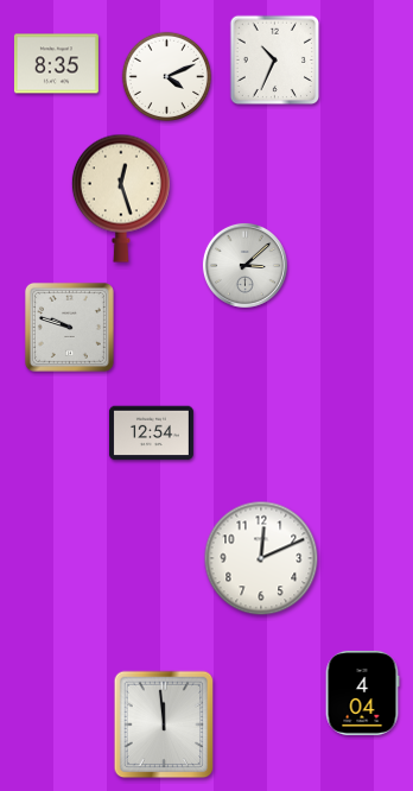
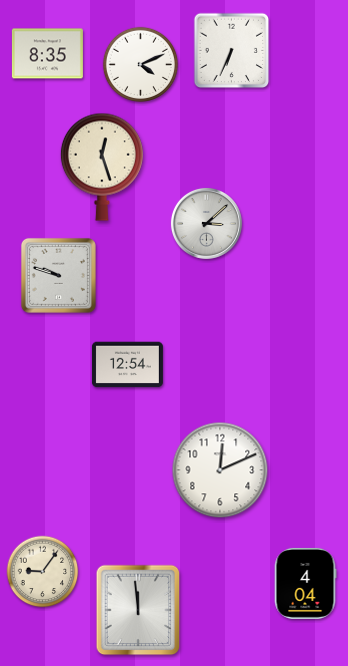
clock at (275, 61): 10:34 -> 6:34
clock at (43, 572): none -> 9:06
